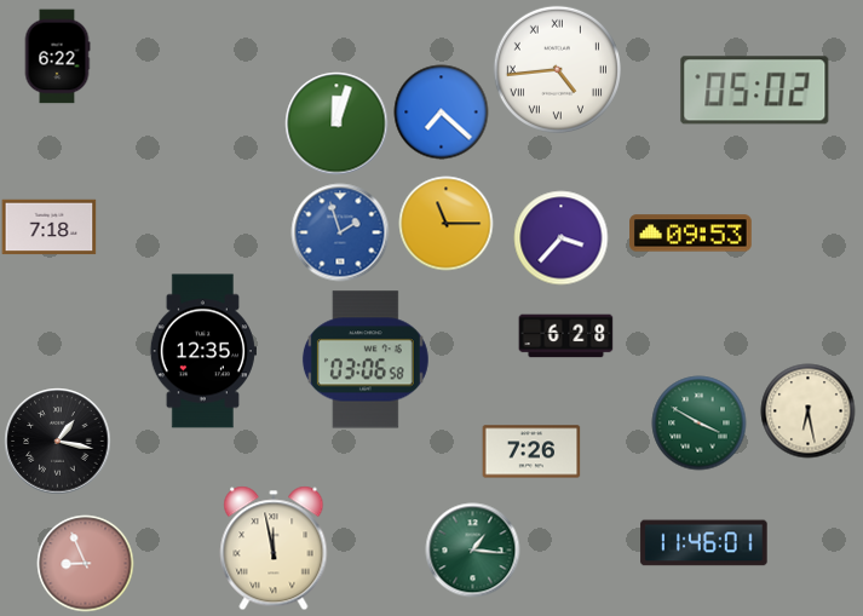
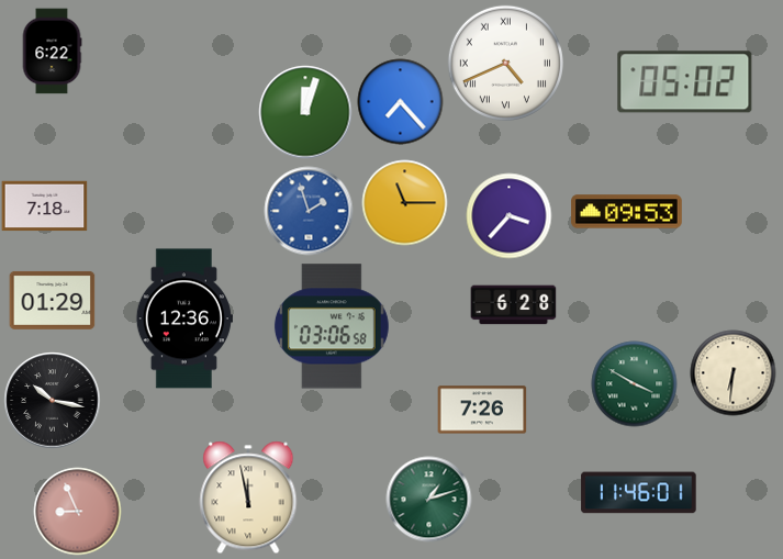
clock at (557, 69): 4:44 -> 4:41
clock at (441, 111): 7:22 -> 7:23
clock at (52, 300): none -> 01:29
clock at (203, 351): 12:35 -> 12:36
clock at (807, 410): 6:28 -> 6:31
clock at (57, 441): 1:17 -> 10:17
clock at (472, 549): 1:16 -> 1:12
